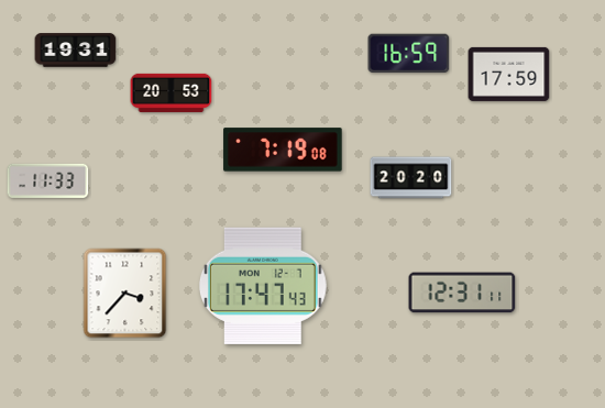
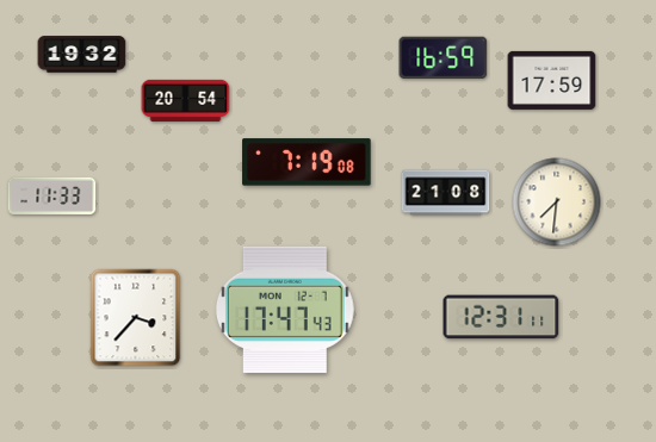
clock at (76, 51): 19:31 -> 19:32
clock at (172, 92): 20:53 -> 20:54
clock at (411, 178): 20:20 -> 21:08
clock at (557, 203): none -> 7:31
